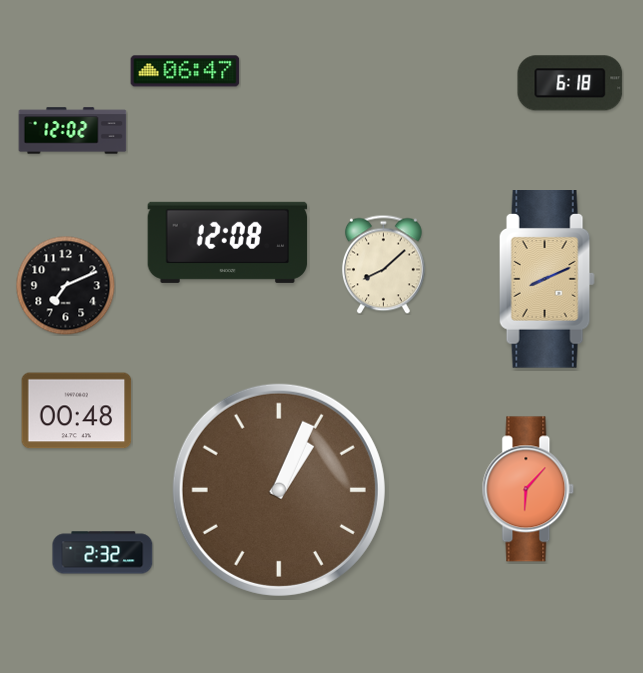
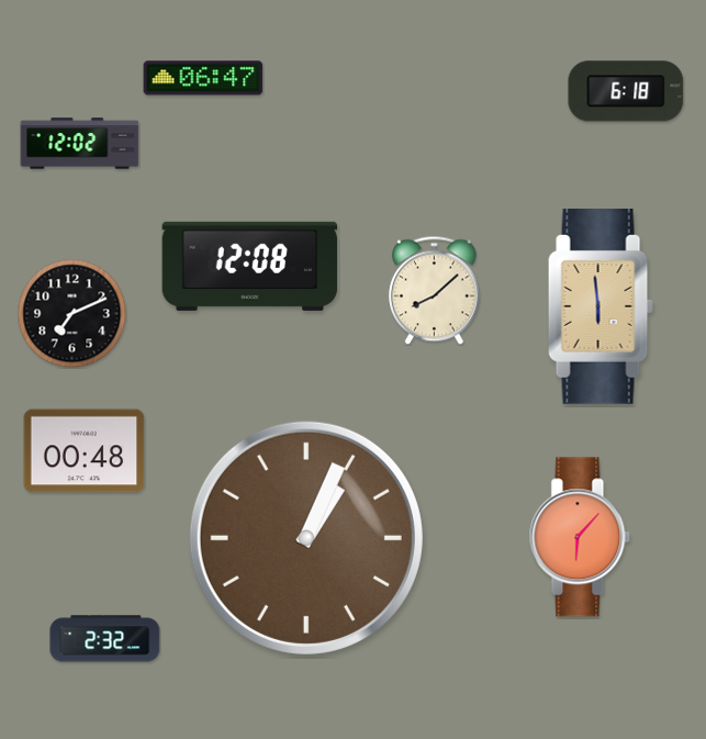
clock at (383, 264) position: (383, 264) -> (434, 290)
clock at (547, 280): 8:11 -> 5:59
clock at (103, 553) position: (103, 553) -> (105, 639)
